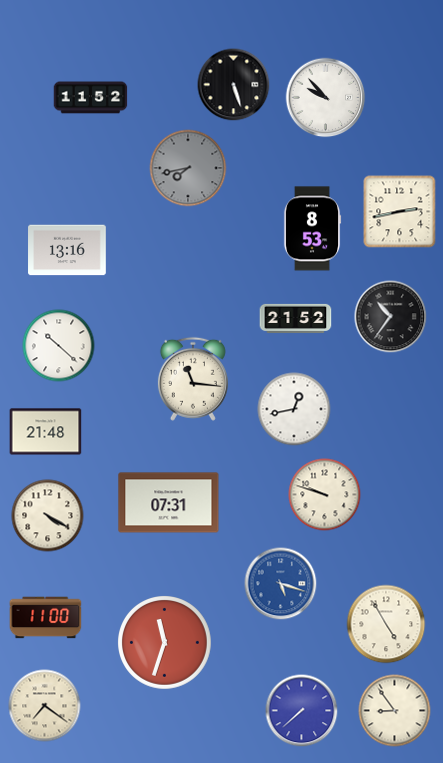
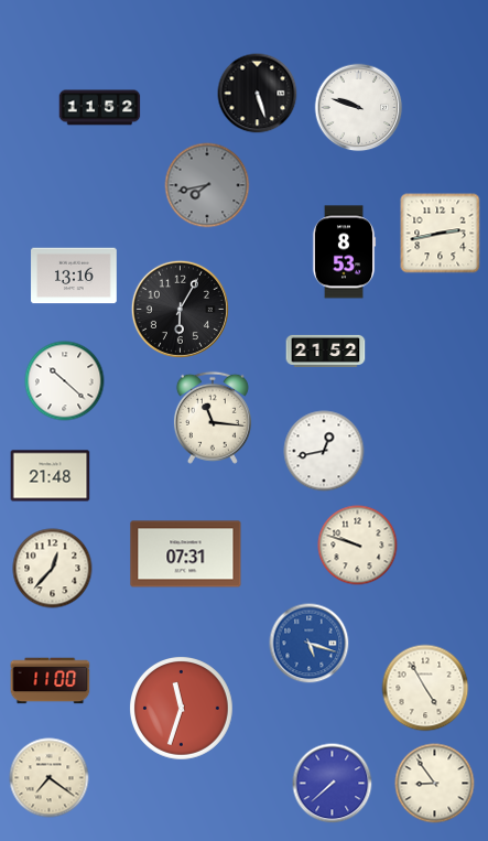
clock at (326, 98): 9:53 -> 9:48
clock at (180, 309): none -> 6:05
clock at (391, 317): 10:36 -> none
clock at (48, 516): 4:20 -> 12:37
